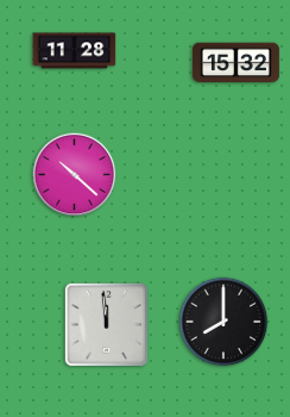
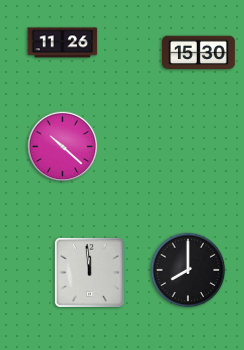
clock at (75, 51): 11:28 -> 11:26
clock at (235, 63): 15:32 -> 15:30
